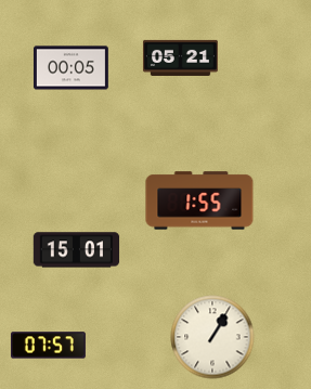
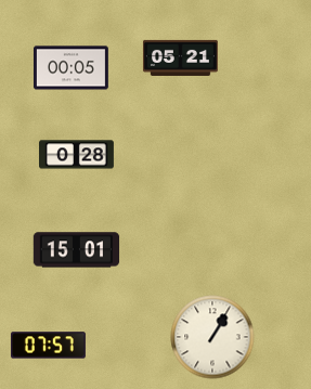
clock at (77, 155): none -> 0:28
clock at (199, 200): 1:55 -> none
